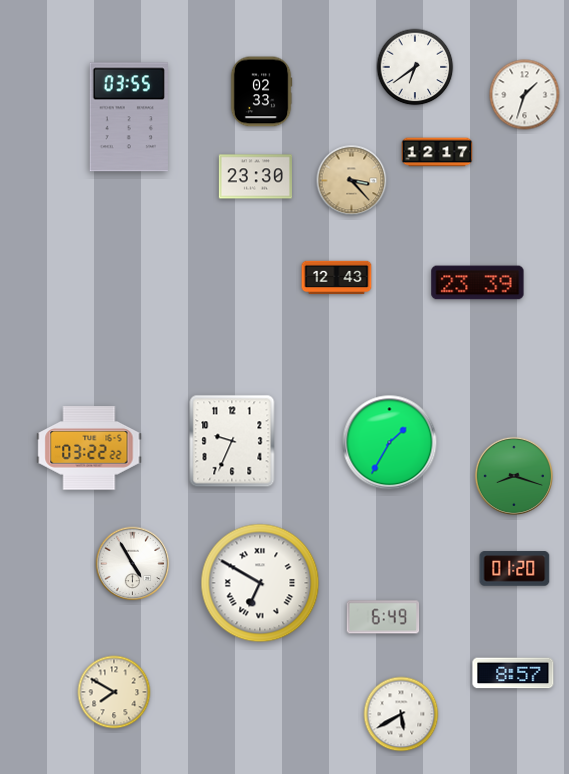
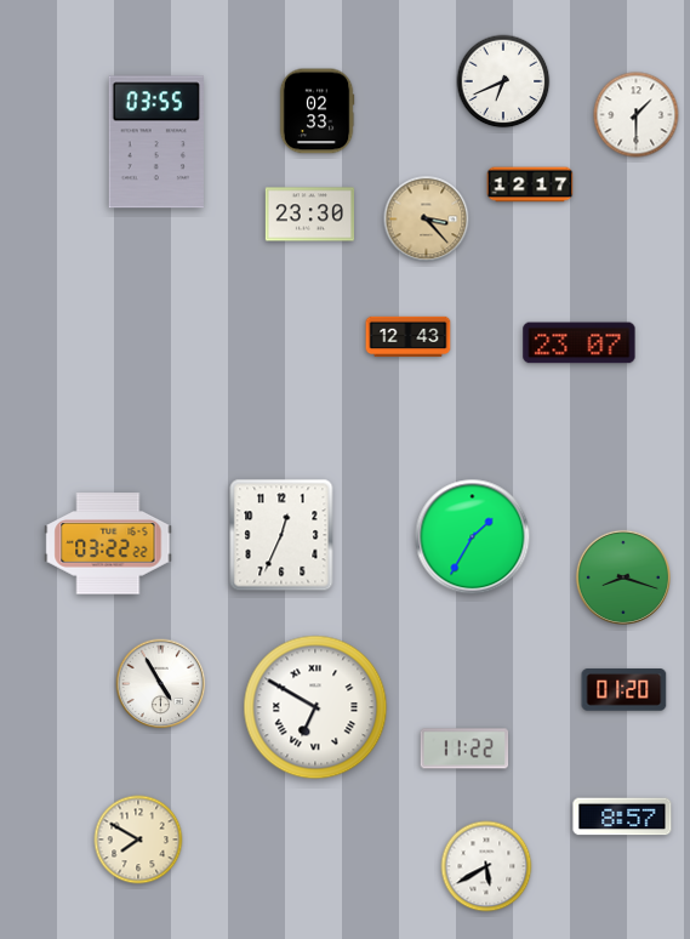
clock at (415, 67): 6:39 -> 6:41
clock at (525, 95): 1:33 -> 1:30
clock at (478, 283): 23:39 -> 23:07
clock at (232, 441): 9:34 -> 12:34
clock at (383, 617): 6:49 -> 11:22
